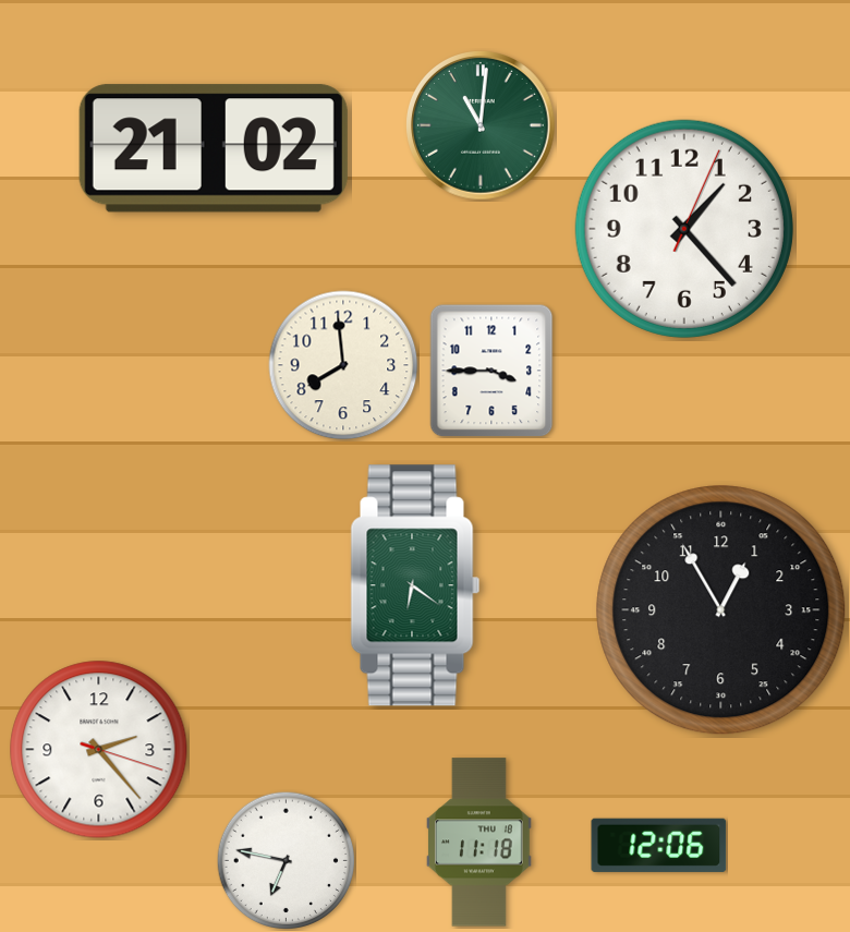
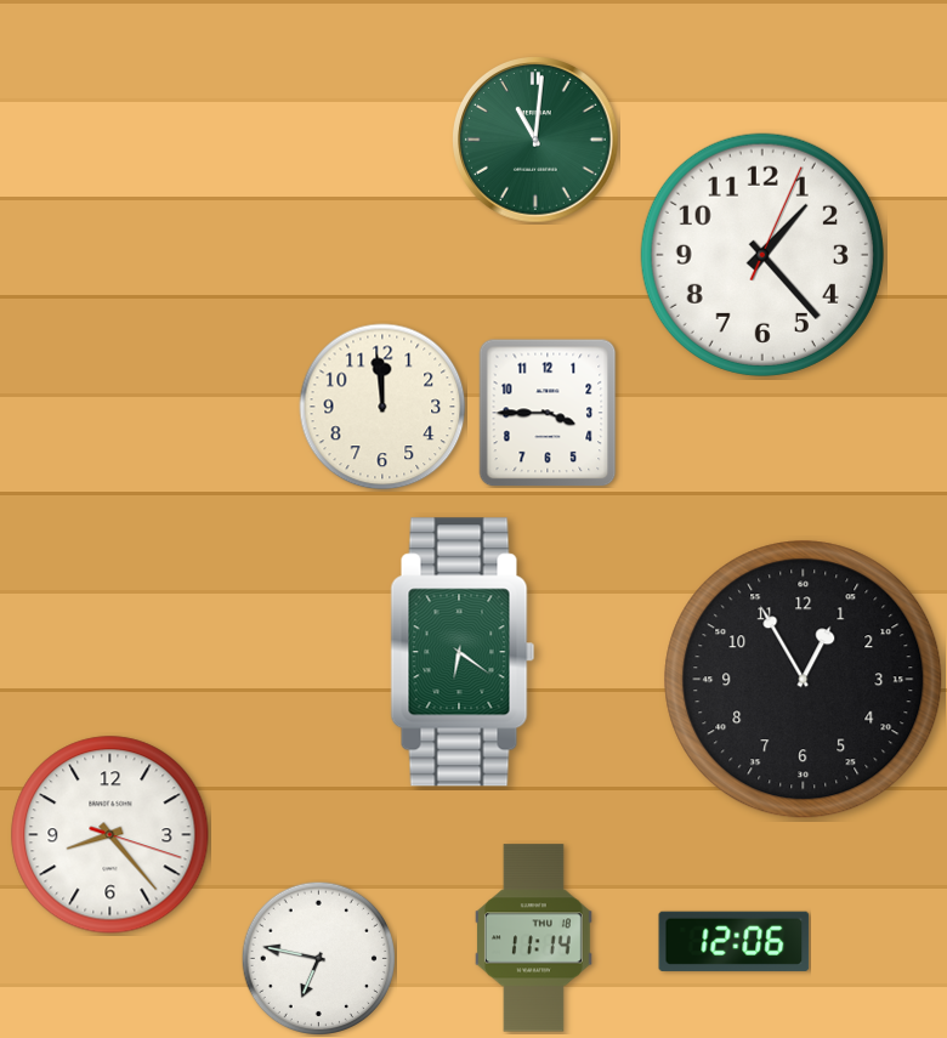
clock at (214, 148): 21:02 -> none
clock at (343, 365): 7:59 -> 11:59
clock at (99, 750): 2:23 -> 8:23
clock at (478, 843): 11:18 -> 11:14
